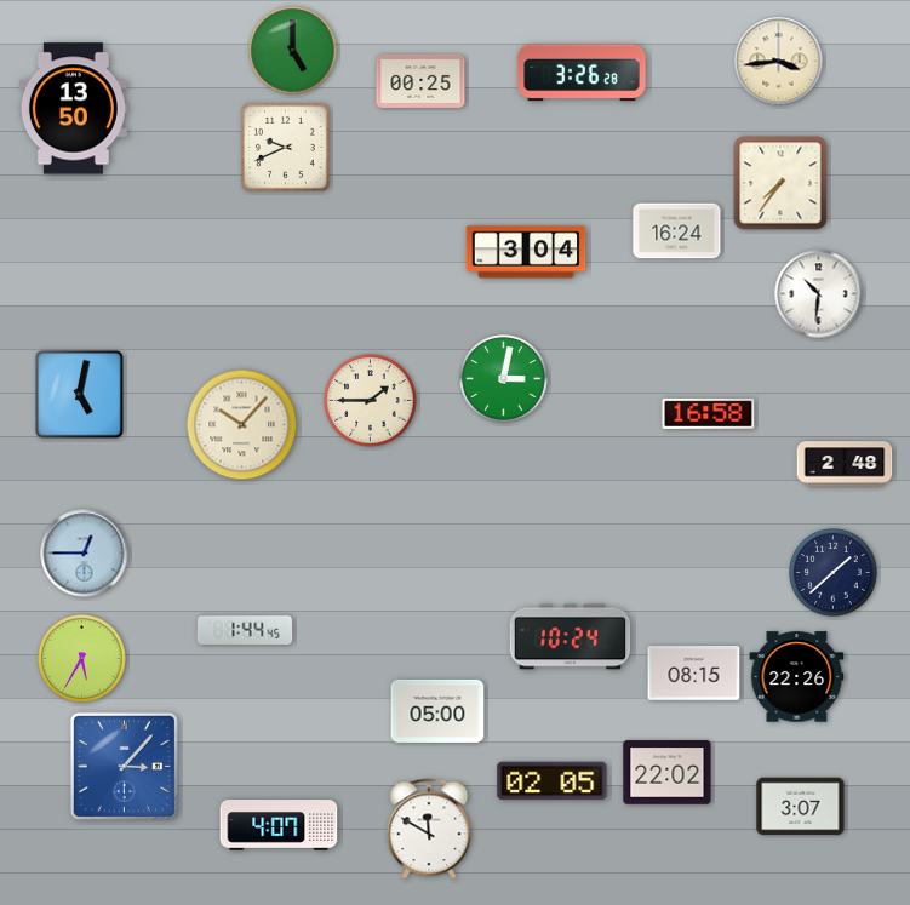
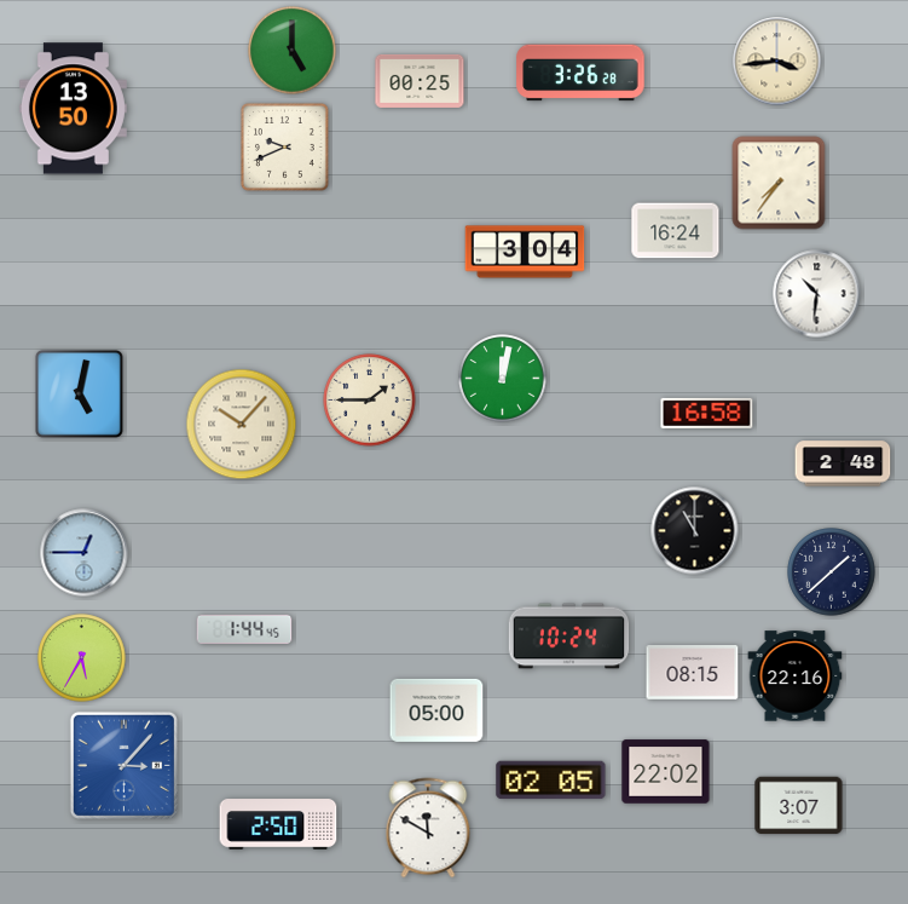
clock at (504, 379): 3:02 -> 12:02
clock at (695, 531): none -> 11:00
clock at (797, 677): 22:26 -> 22:16
clock at (279, 825): 4:07 -> 2:50
